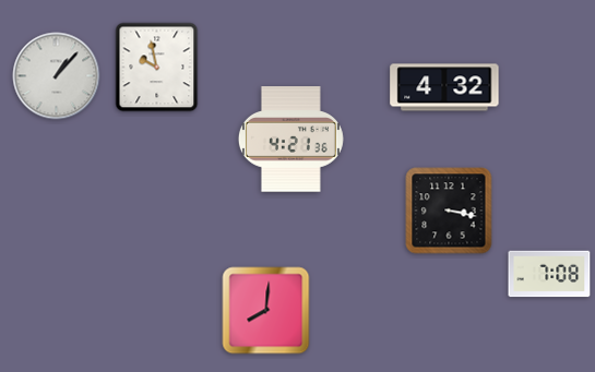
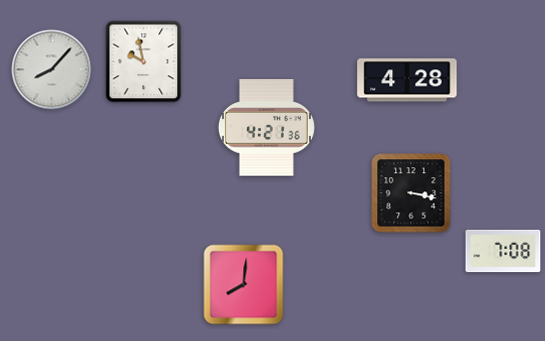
clock at (57, 76): 1:07 -> 8:07
clock at (444, 87): 4:32 -> 4:28
